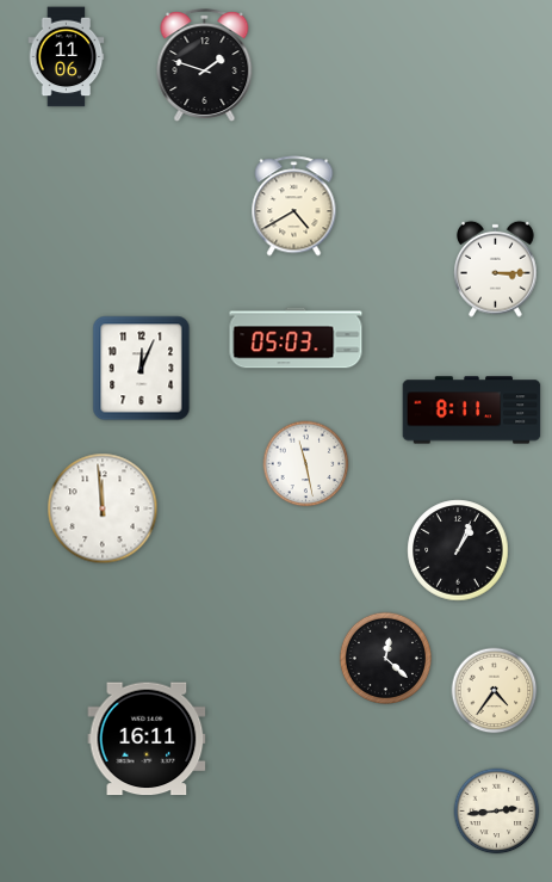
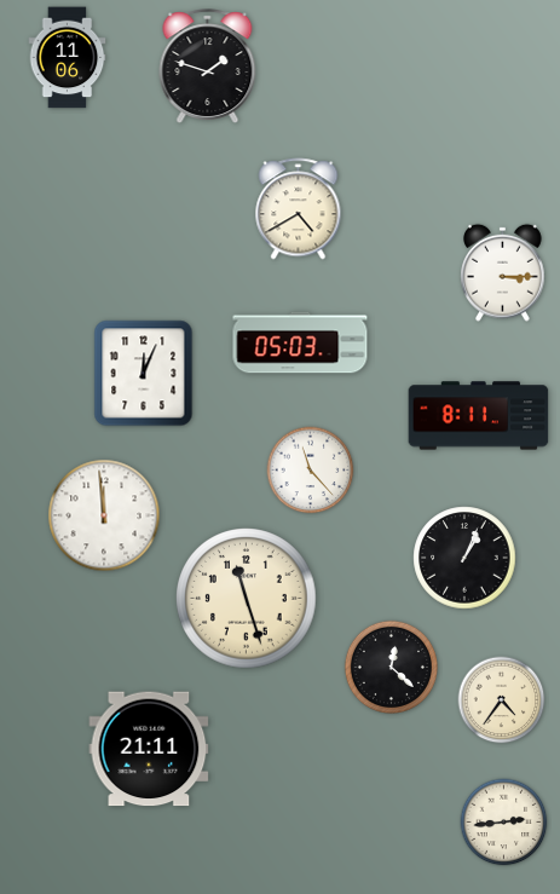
clock at (306, 464): 11:28 -> 11:23
clock at (247, 599): none -> 11:27
clock at (147, 739): 16:11 -> 21:11
